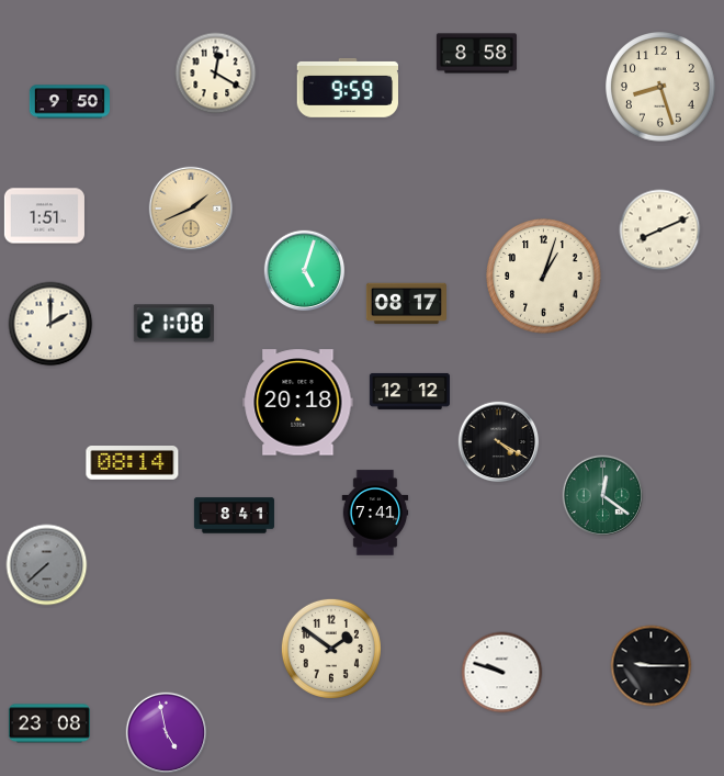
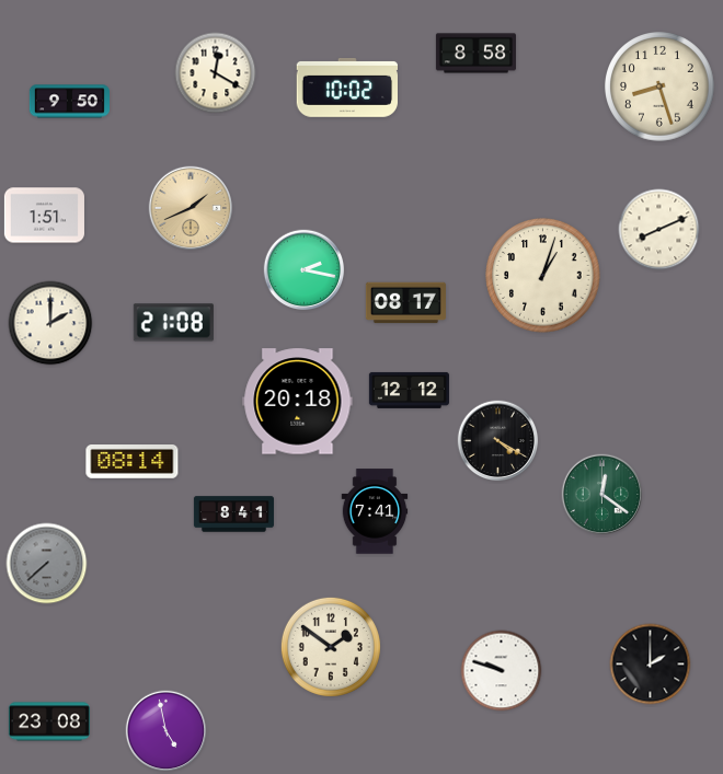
clock at (348, 88): 9:59 -> 10:02
clock at (305, 271): 5:03 -> 2:17
clock at (652, 666): 9:15 -> 2:00
